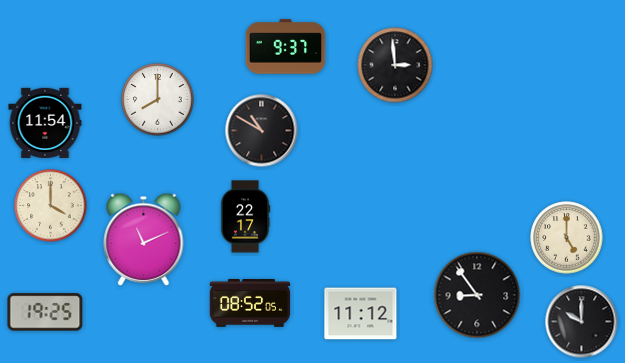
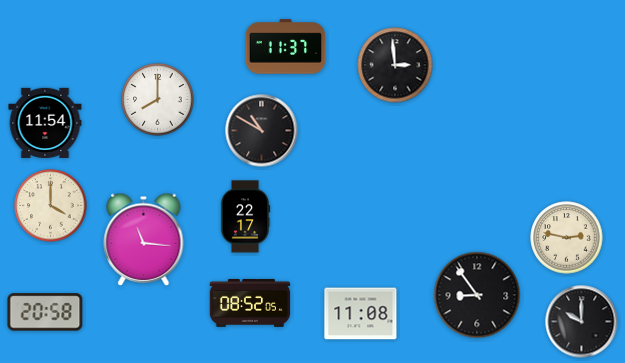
clock at (286, 47): 9:37 -> 11:37
clock at (567, 238): 5:00 -> 2:47
clock at (144, 239): 11:11 -> 11:16
clock at (45, 312): 19:25 -> 20:58
clock at (361, 314): 11:12 -> 11:08
